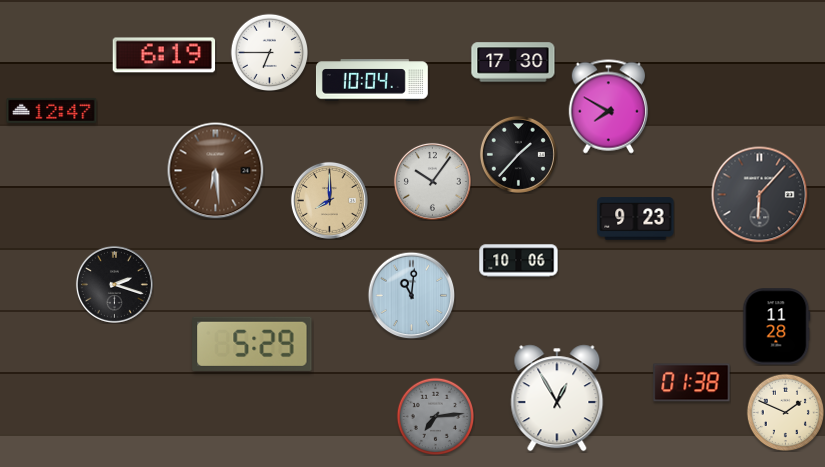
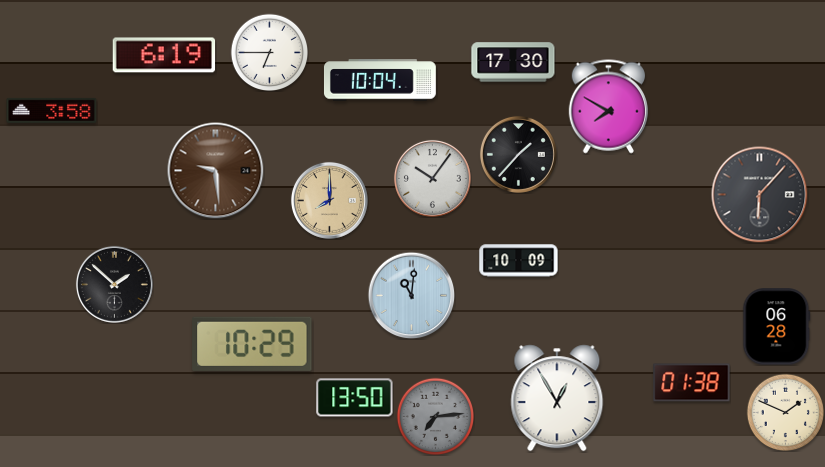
clock at (372, 80) position: (372, 80) -> (380, 80)
clock at (52, 110): 12:47 -> 3:58
clock at (216, 171): 6:29 -> 9:29
clock at (432, 181) position: (432, 181) -> (432, 178)
clock at (636, 219): 9:23 -> none
clock at (519, 261): 10:06 -> 10:09
clock at (114, 284): 2:18 -> 1:52
clock at (777, 327): 11:28 -> 06:28
clock at (252, 344): 5:29 -> 10:29
clock at (355, 398): none -> 13:50
